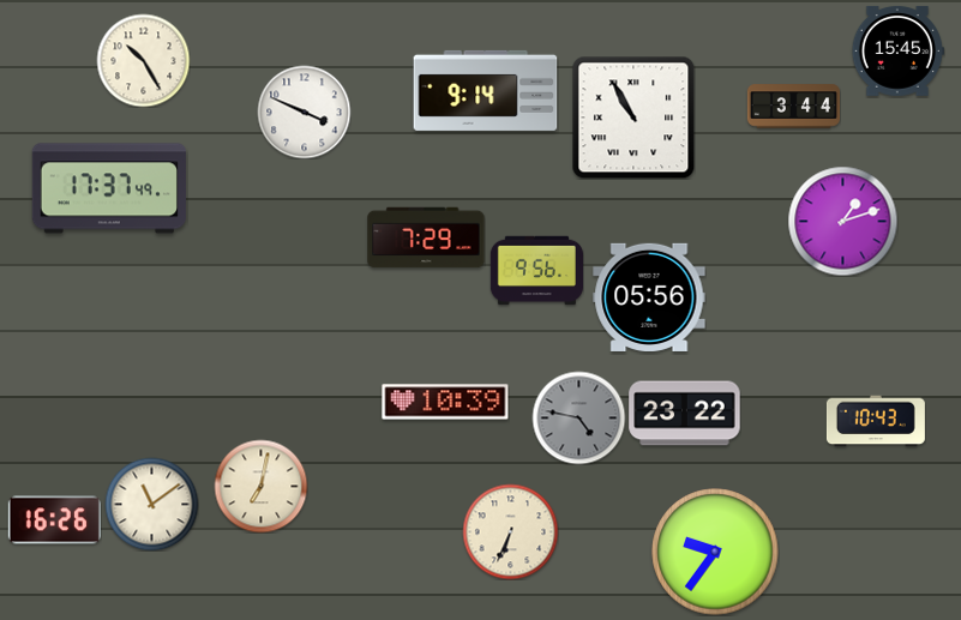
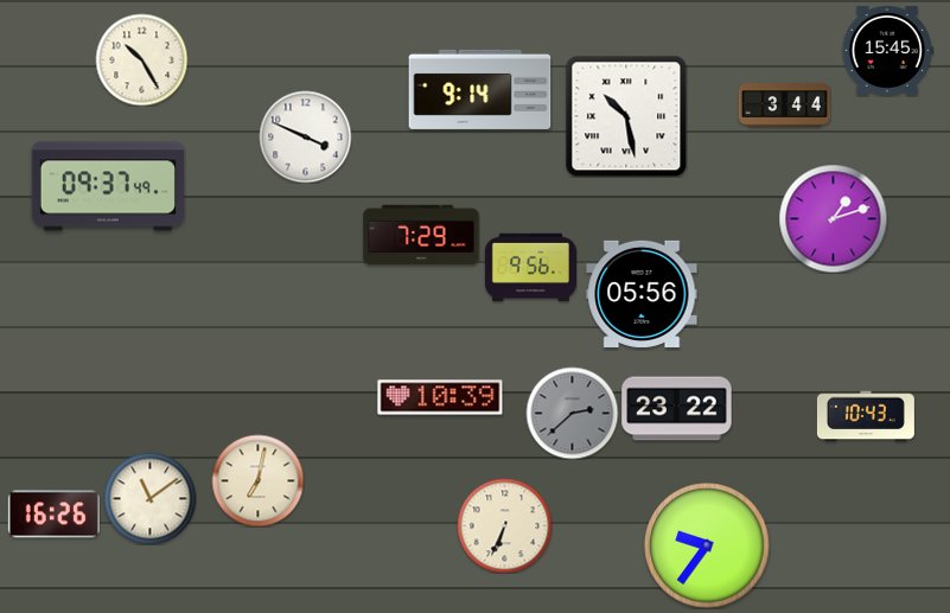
clock at (304, 112) position: (304, 112) -> (305, 136)
clock at (633, 118): 10:55 -> 10:28
clock at (109, 188): 17:37 -> 09:37
clock at (578, 417): 4:47 -> 2:38
